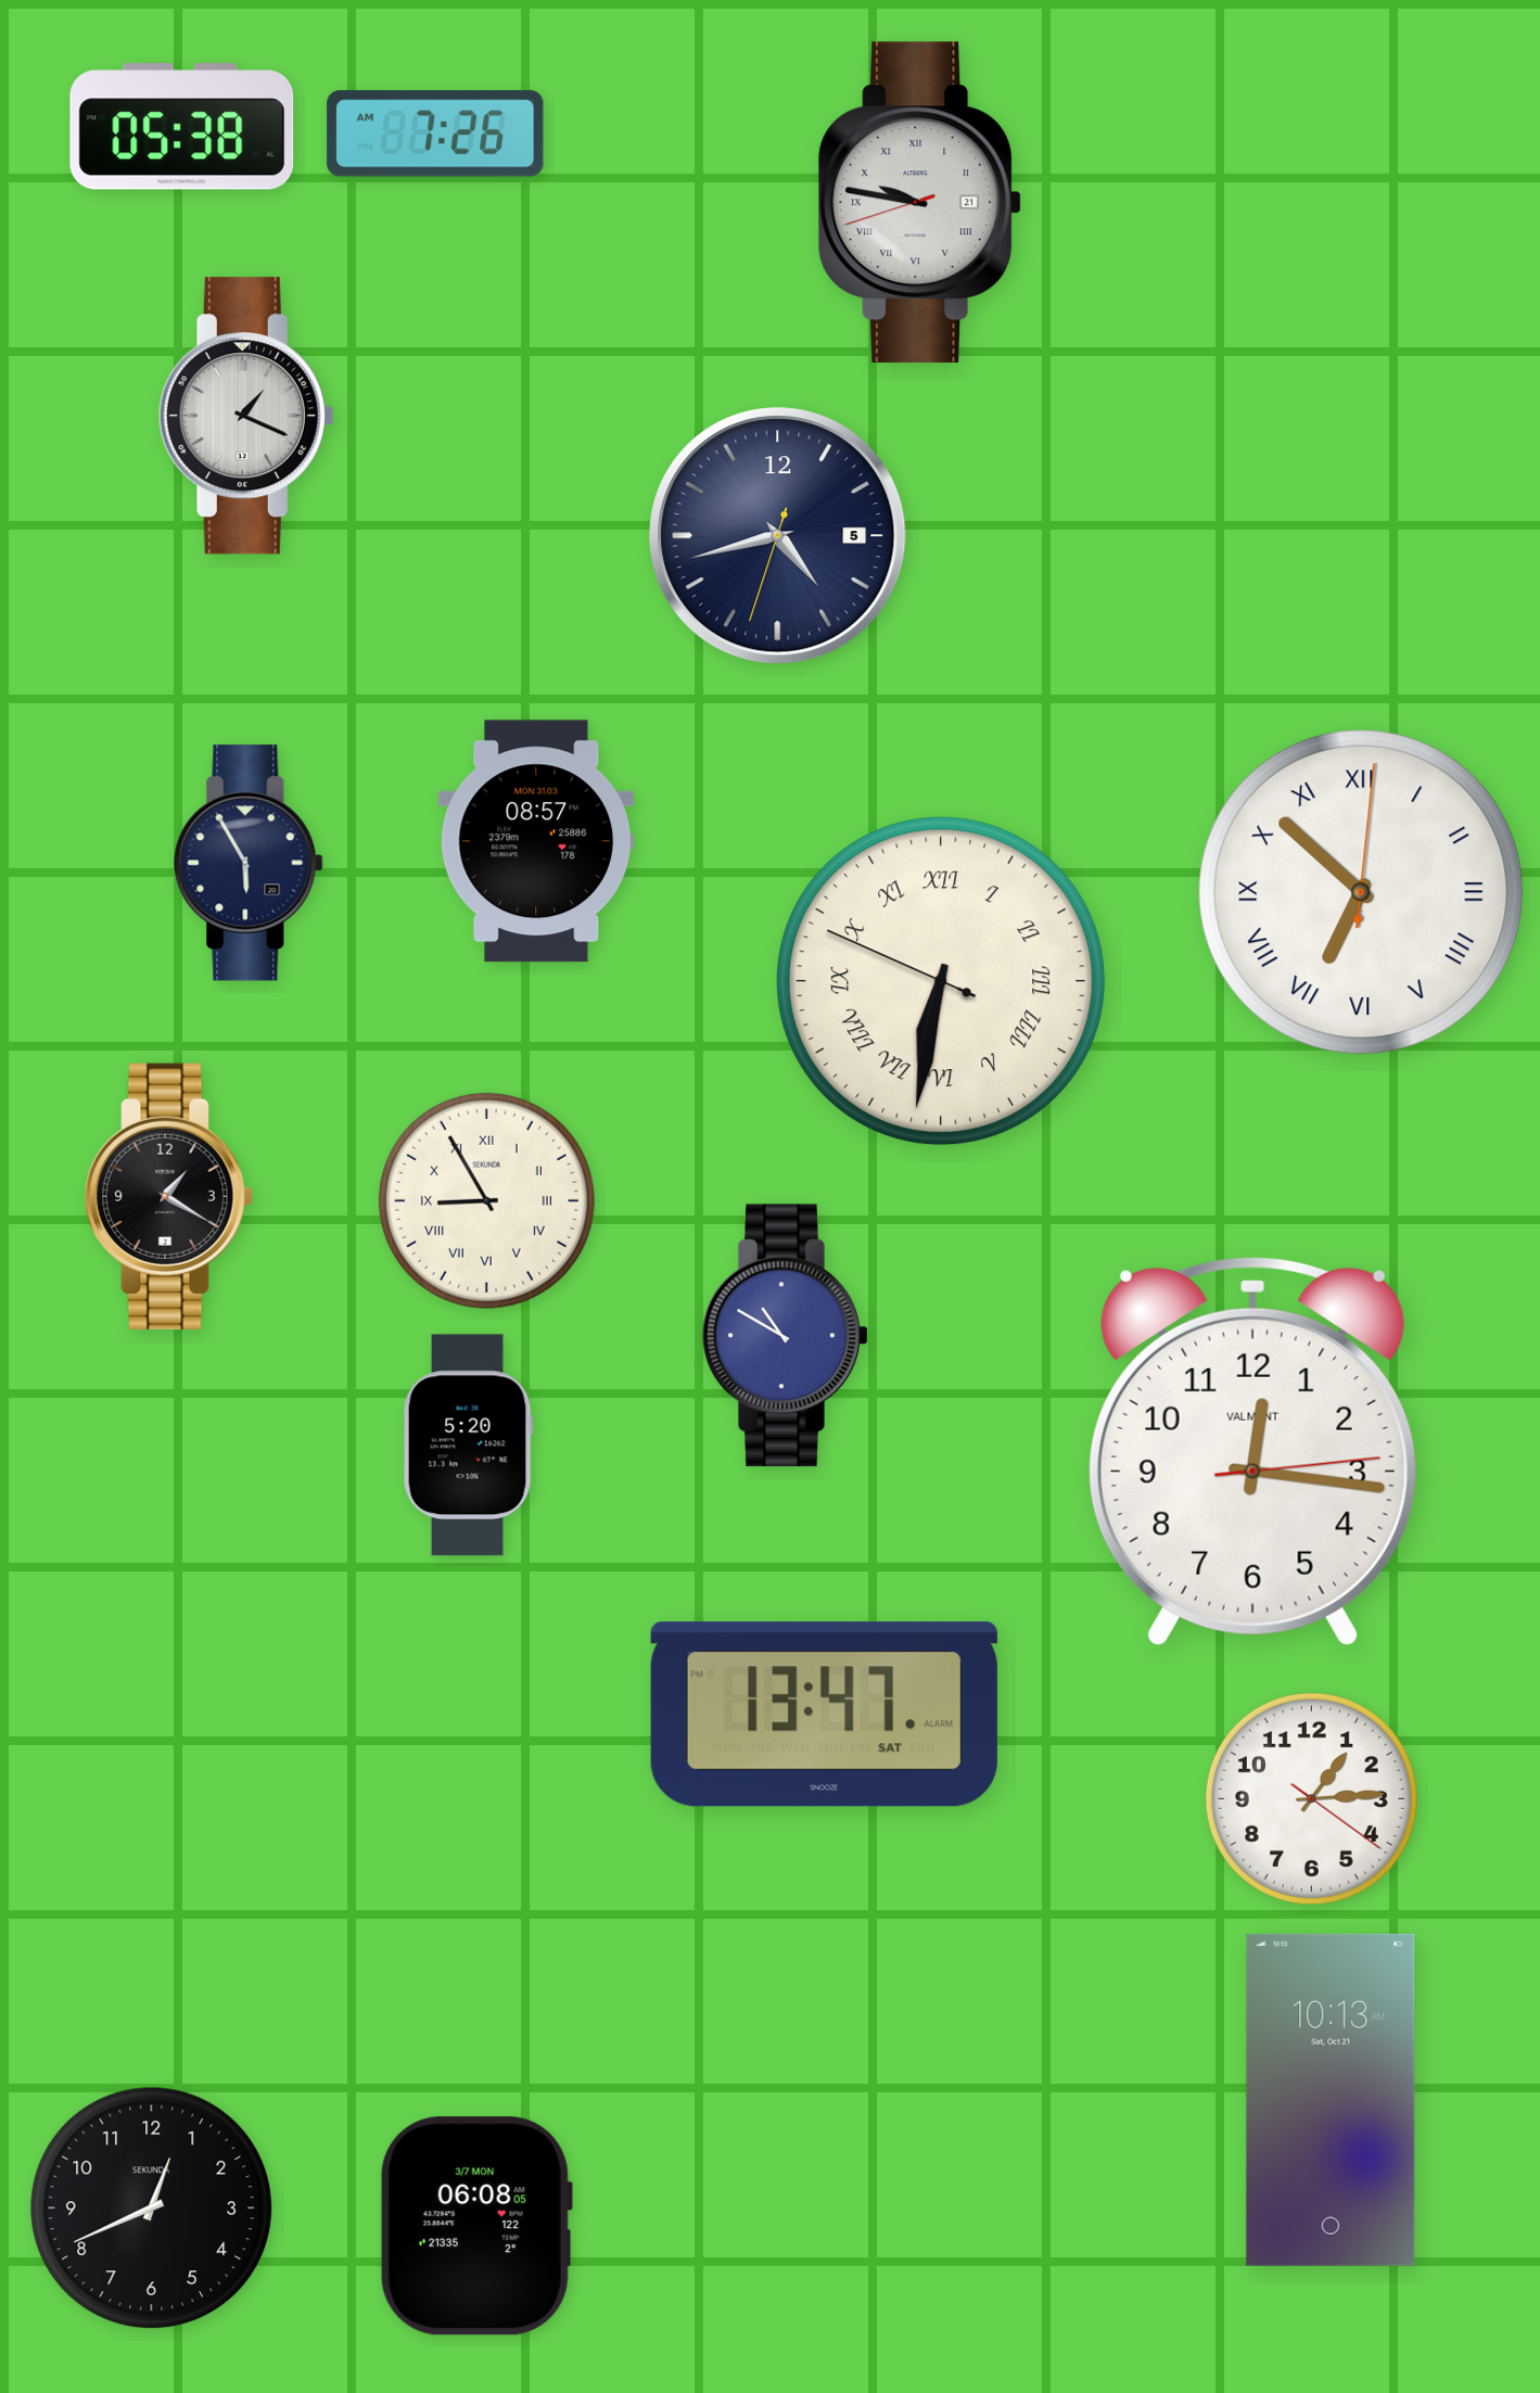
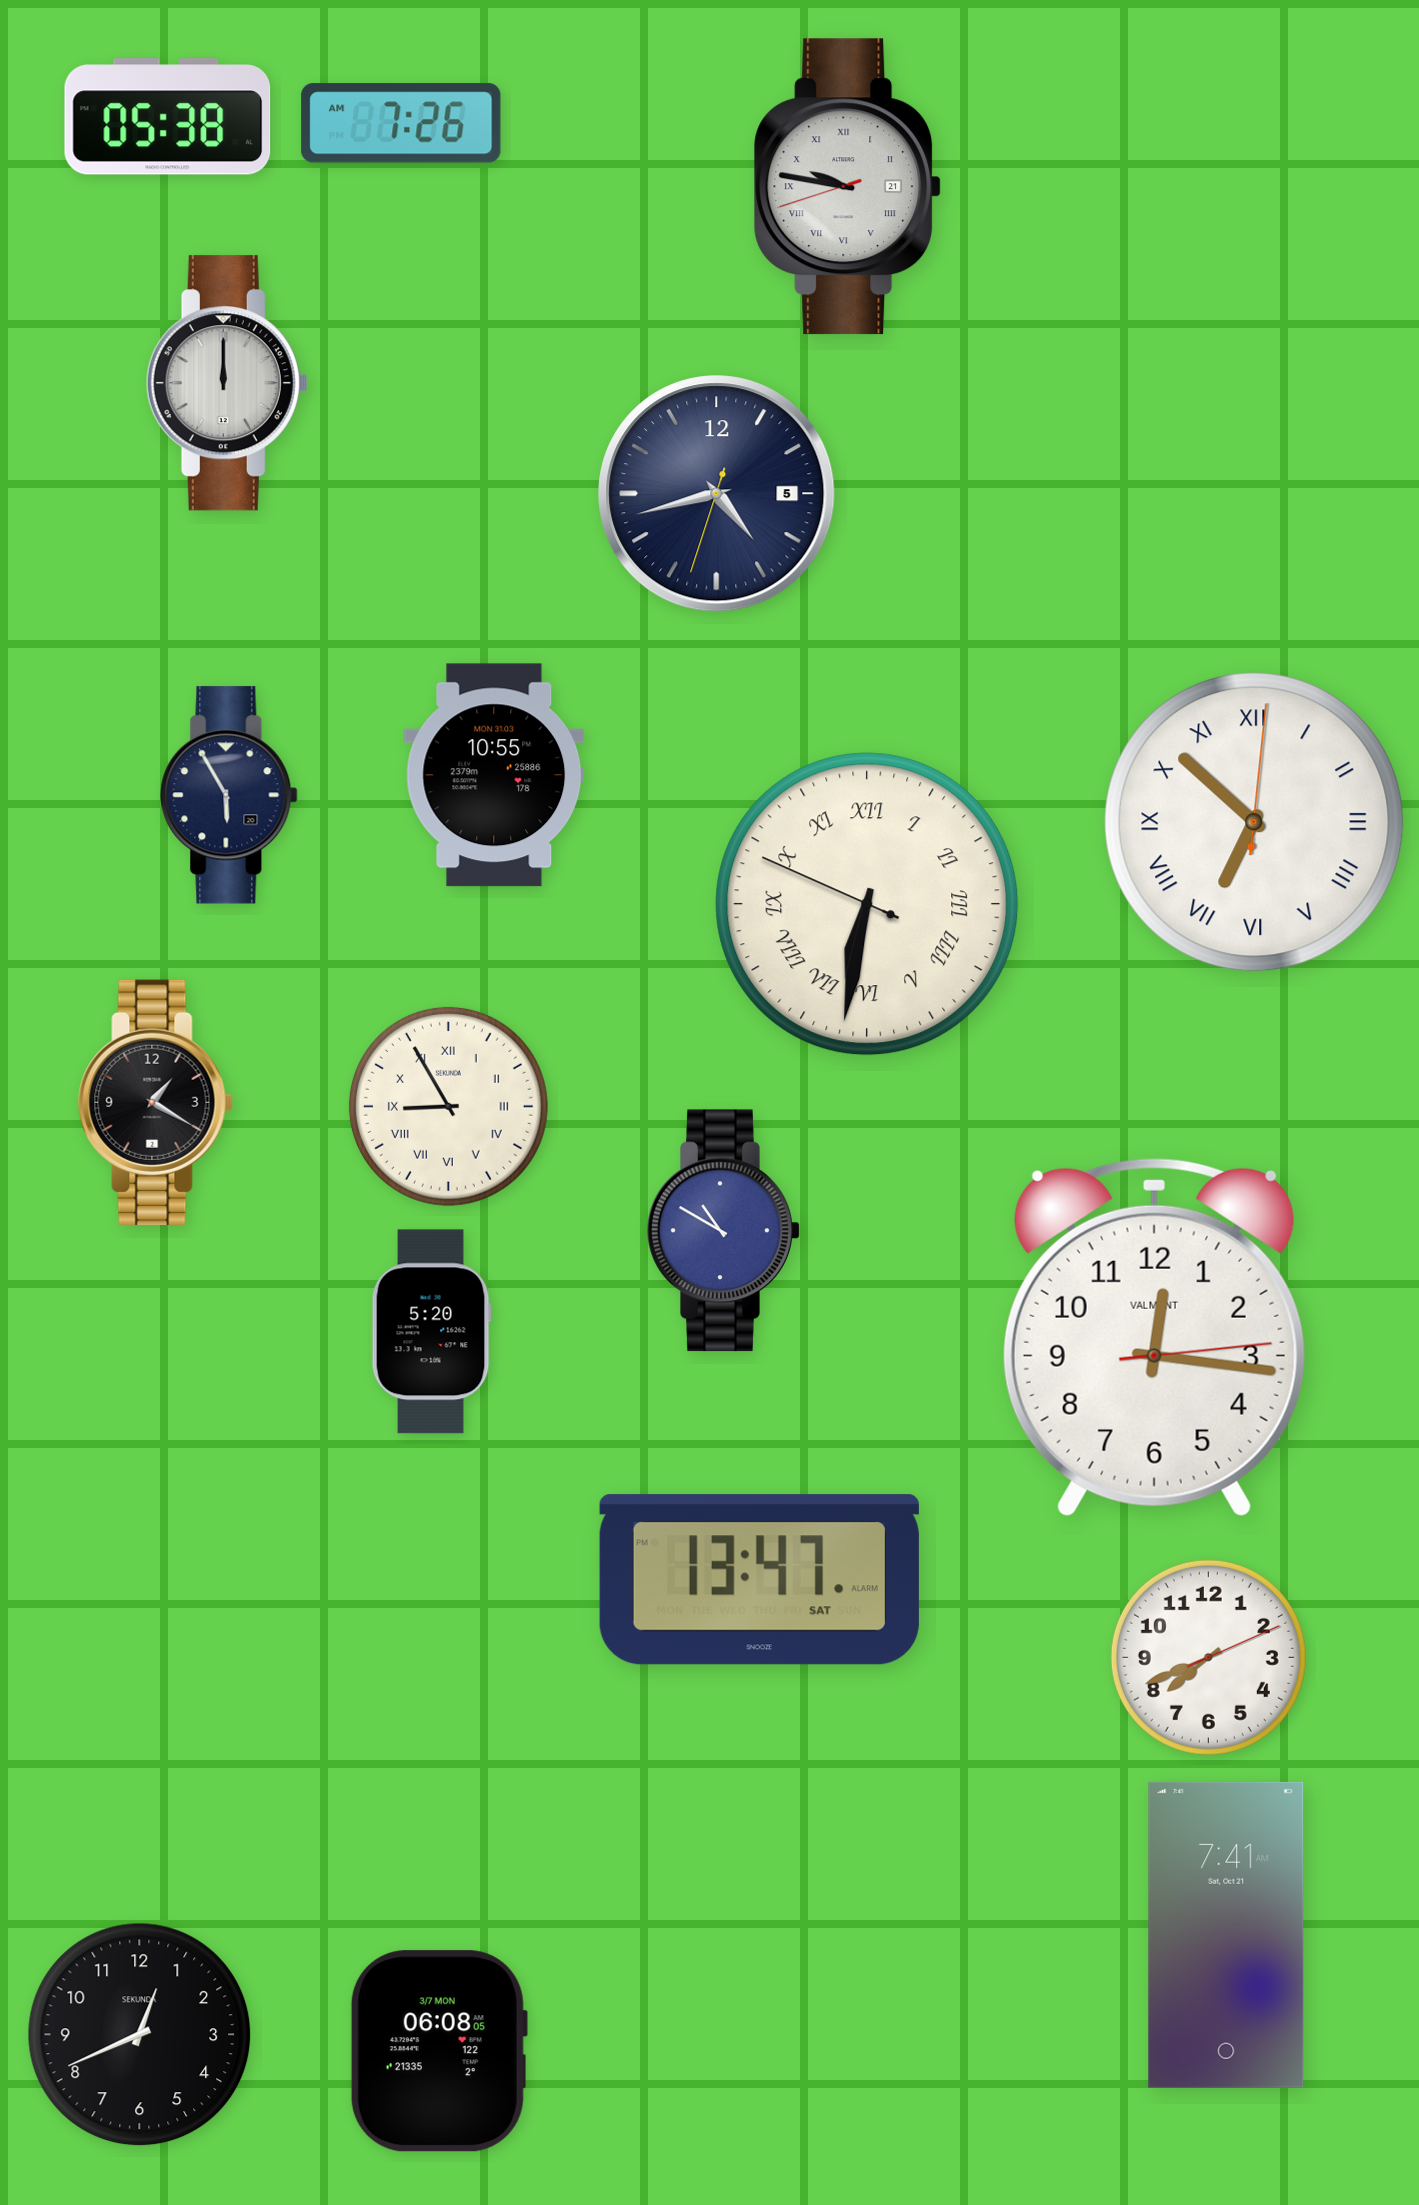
clock at (246, 416): 1:19 -> 12:00
clock at (536, 841): 08:57 -> 10:55
clock at (1311, 1798): 1:14 -> 7:41
clock at (1331, 2100): 10:13 -> 7:41
